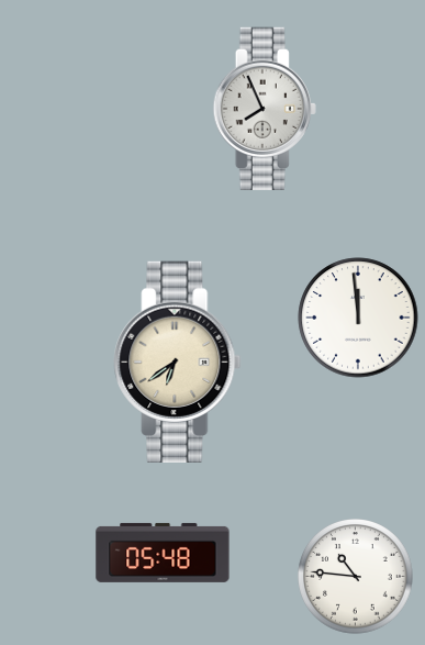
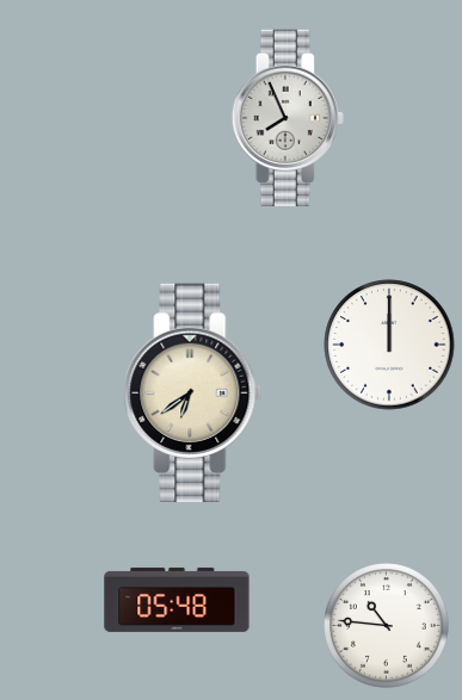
clock at (358, 318): 11:59 -> 12:00
